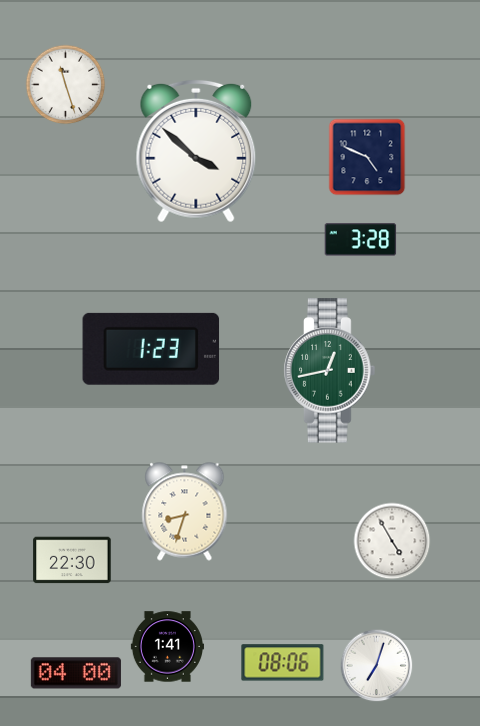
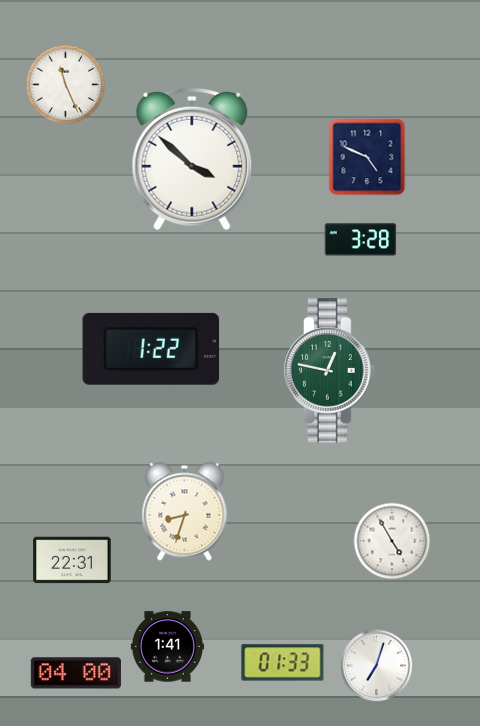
clock at (66, 85): 11:27 -> 11:26
clock at (196, 151) position: (196, 151) -> (192, 159)
clock at (151, 349): 1:23 -> 1:22
clock at (330, 371): 12:43 -> 12:47
clock at (72, 560): 22:30 -> 22:31
clock at (283, 663): 08:06 -> 01:33
